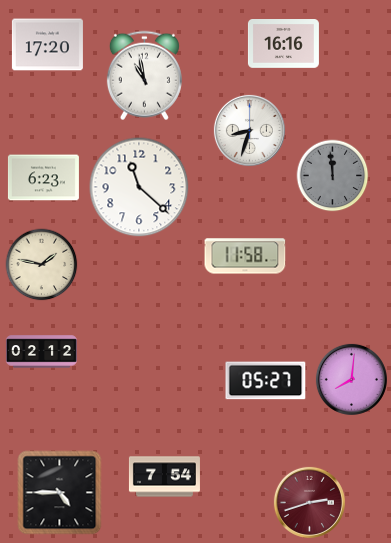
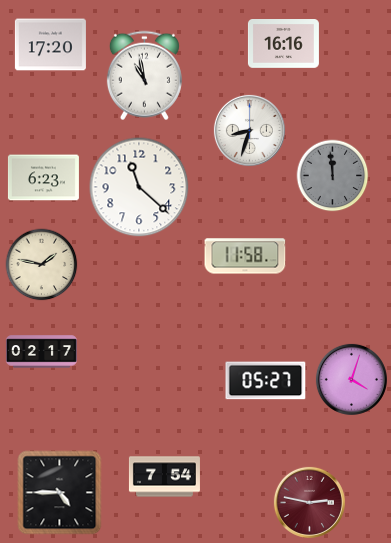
clock at (47, 45) position: (47, 45) -> (50, 45)
clock at (41, 352): 02:12 -> 02:17
clock at (351, 379): 8:01 -> 4:03
clock at (309, 502): 2:42 -> 2:47
